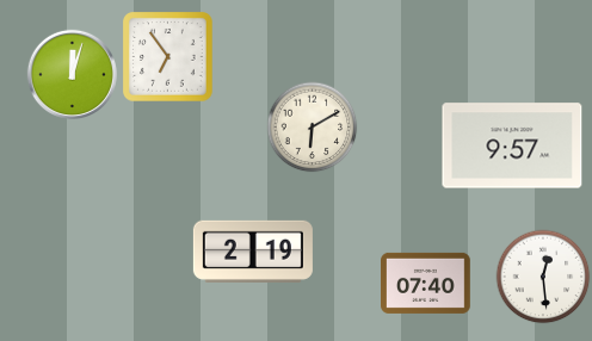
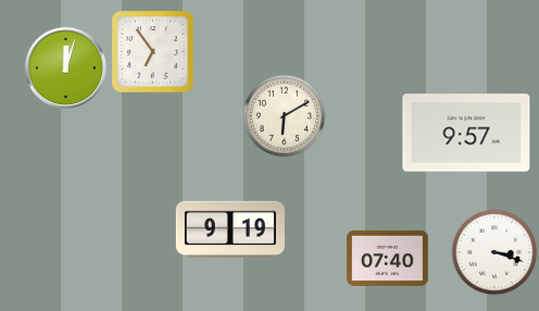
clock at (253, 252): 2:19 -> 9:19
clock at (543, 277): 12:29 -> 3:18
